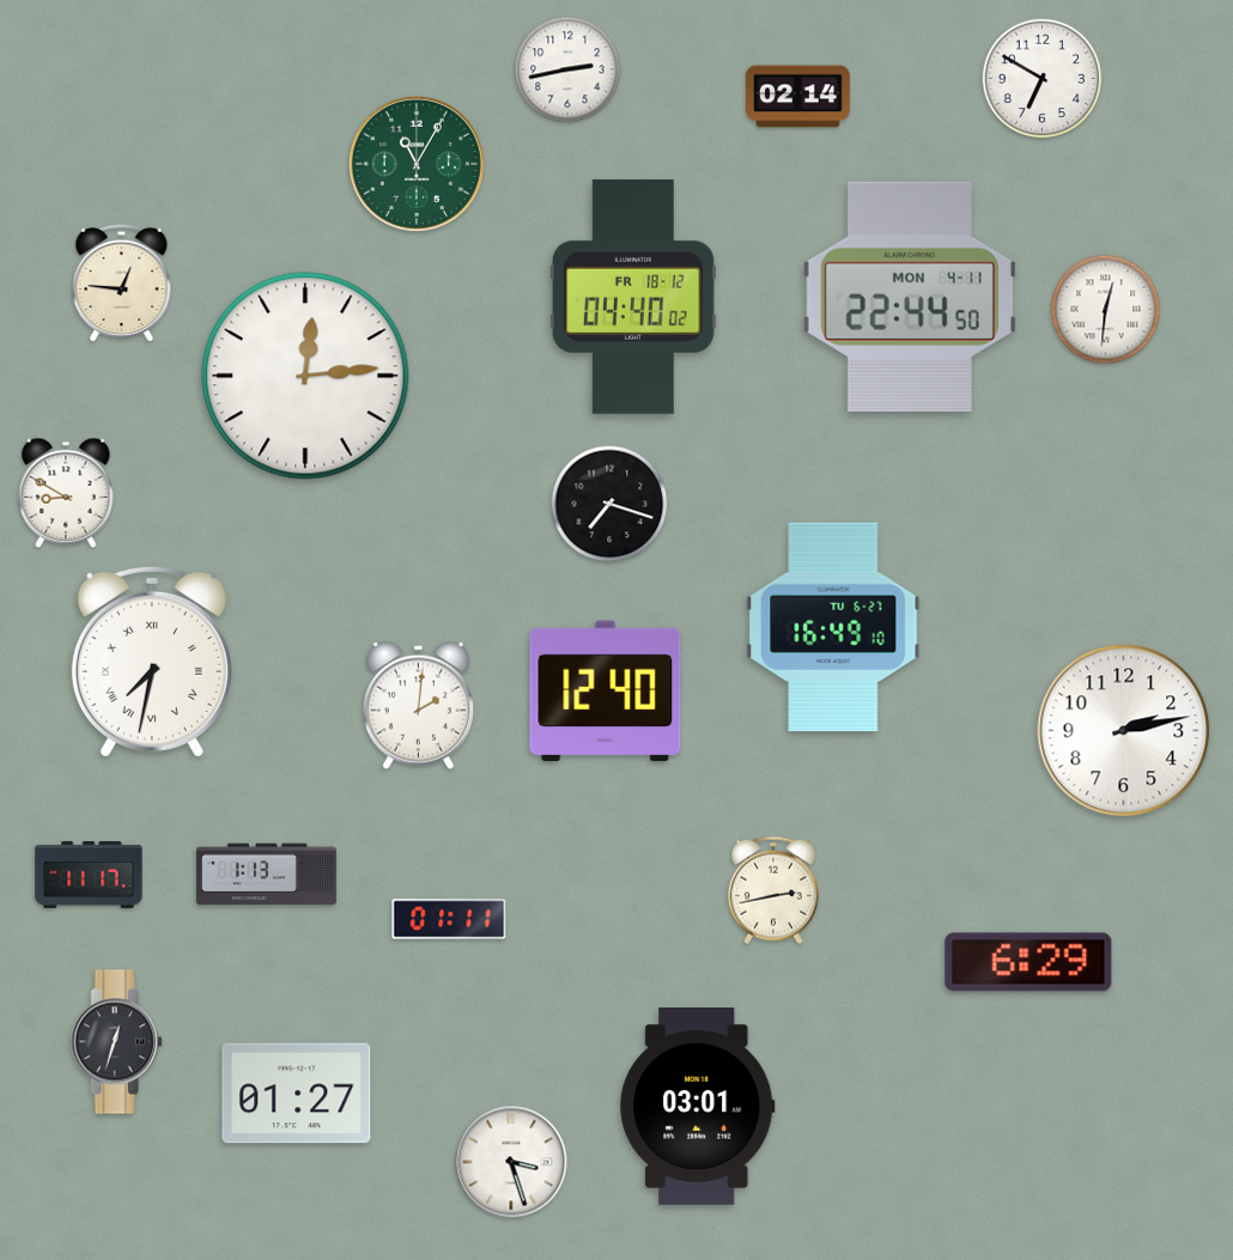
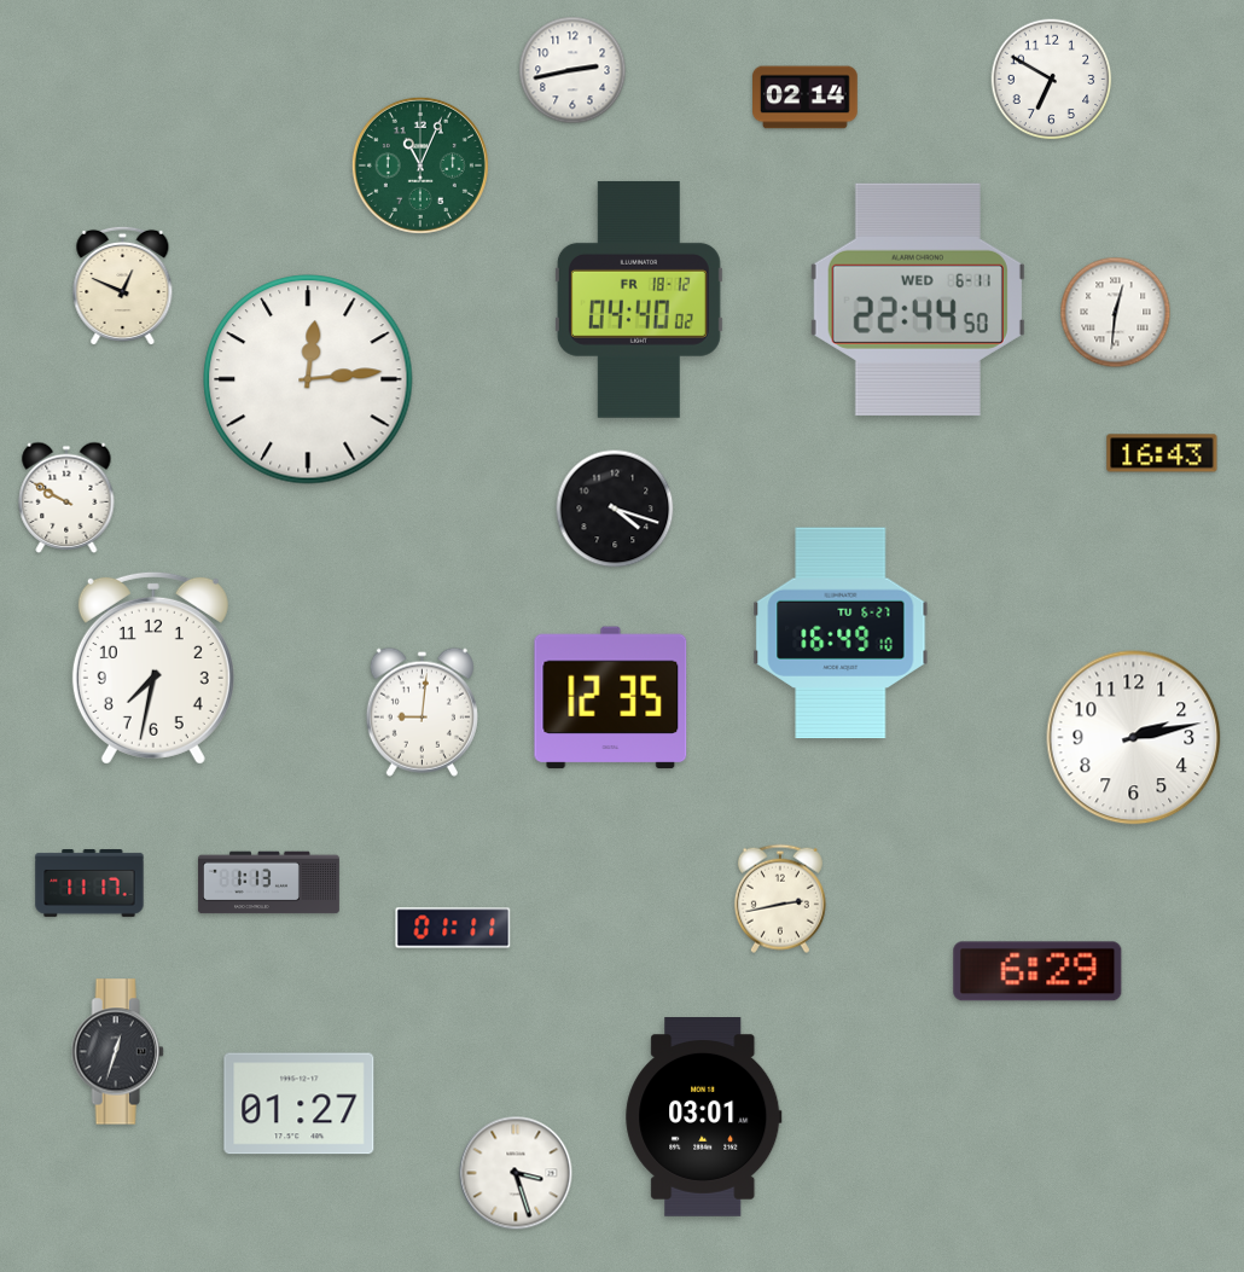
clock at (417, 164): 11:05 -> 11:04
clock at (122, 282): 12:46 -> 12:49
clock at (910, 297) date: MON 4-11 -> WED 6-11
clock at (1162, 453): none -> 16:43
clock at (66, 493): 8:50 -> 9:50
clock at (609, 504): 7:18 -> 4:18
clock at (152, 662) numerals: Roman -> Arabic
clock at (606, 692): 12:40 -> 12:35
clock at (418, 705): 2:01 -> 9:01
